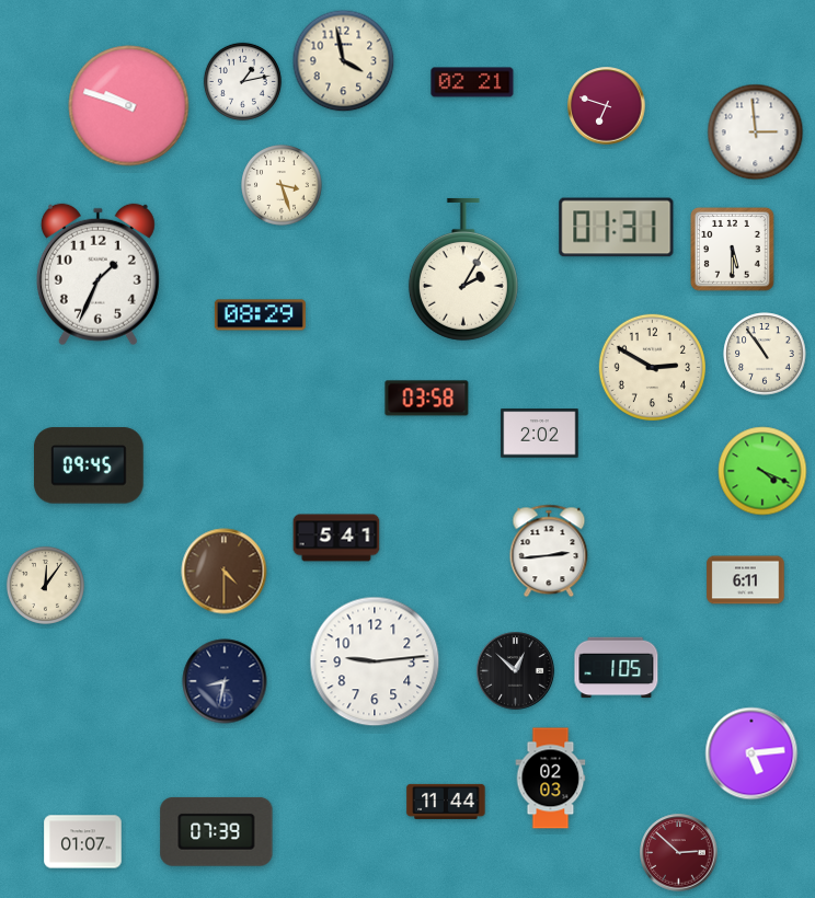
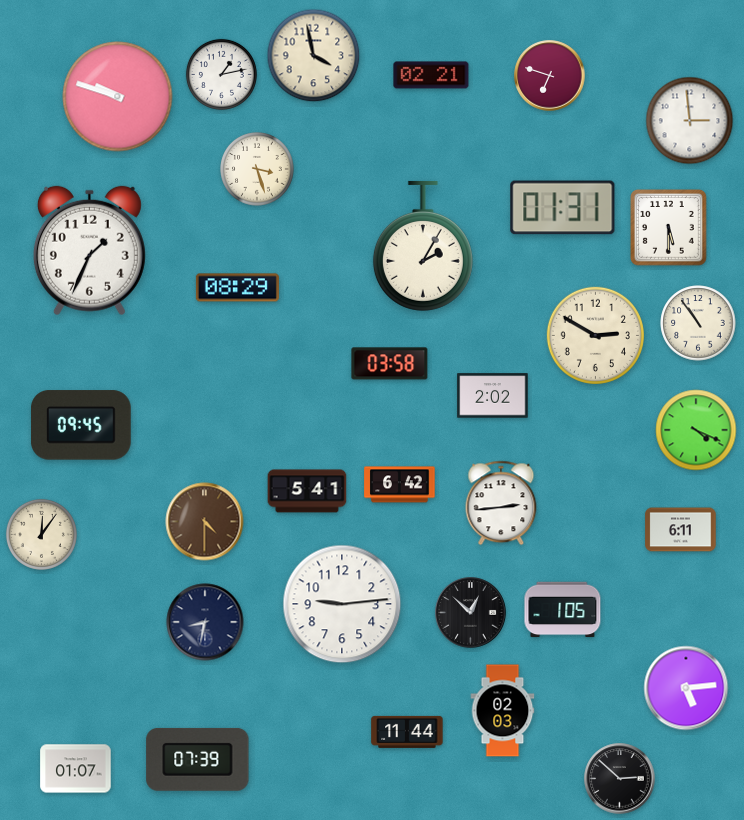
clock at (607, 106) position: (607, 106) -> (550, 76)
clock at (400, 485): none -> 6:42
clock at (679, 853) dial: burgundy -> black
